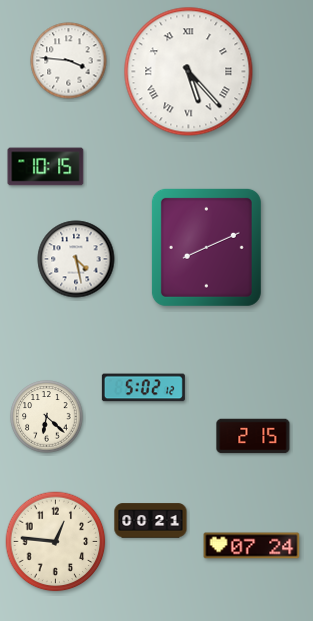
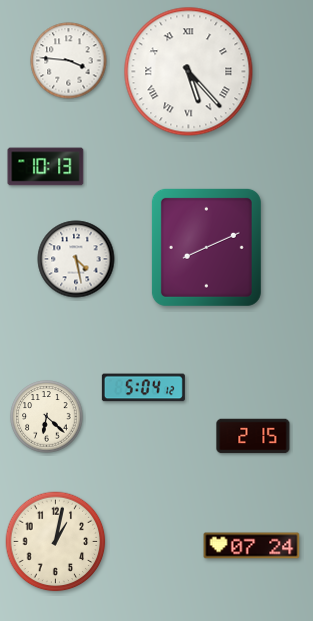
clock at (46, 167): 10:15 -> 10:13
clock at (143, 388): 5:02 -> 5:04
clock at (151, 521): 00:21 -> none
clock at (56, 542): 12:46 -> 1:02
